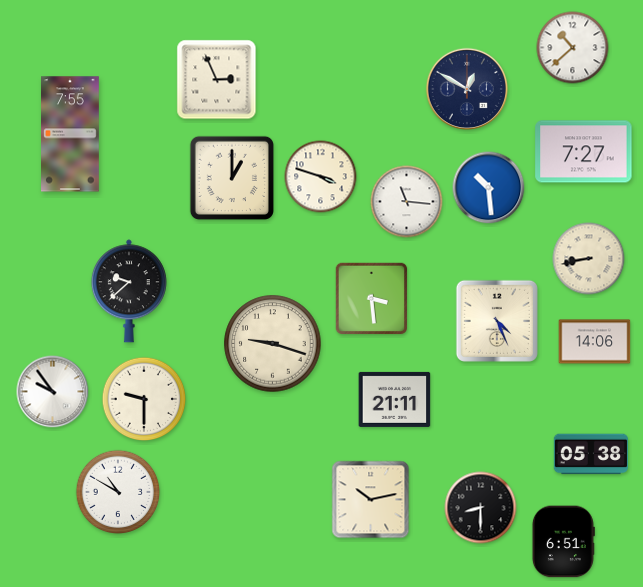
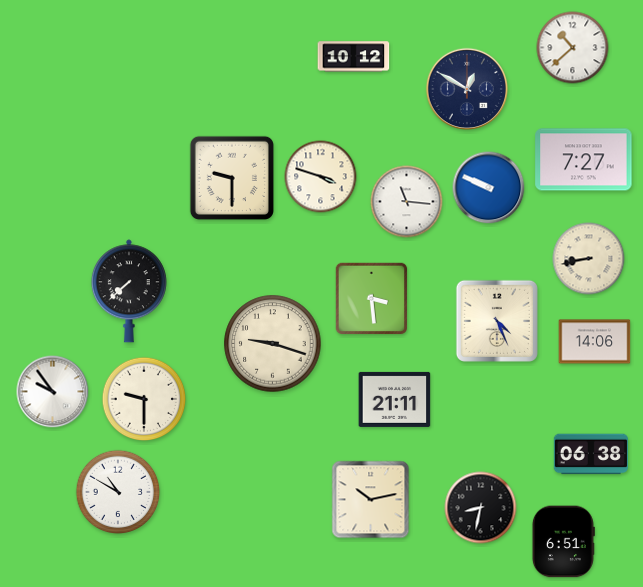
clock at (354, 57): none -> 10:12
clock at (217, 80): 2:56 -> none
clock at (71, 134): 7:55 -> none
clock at (584, 152) position: (584, 152) -> (584, 160)
clock at (232, 178): 1:00 -> 9:30
clock at (489, 188): 10:29 -> 9:49
clock at (129, 291): 9:38 -> 7:38
clock at (590, 454): 05:38 -> 06:38
clock at (481, 508): 8:30 -> 8:32
